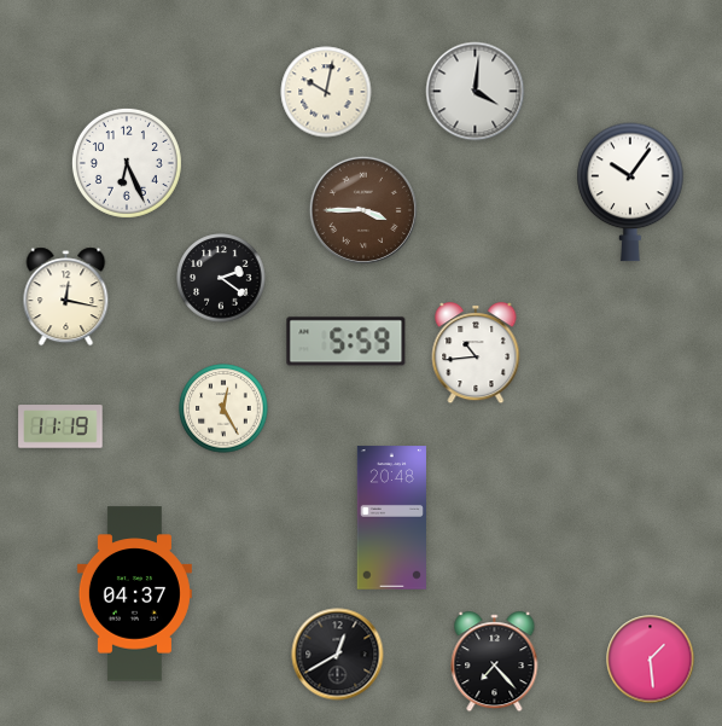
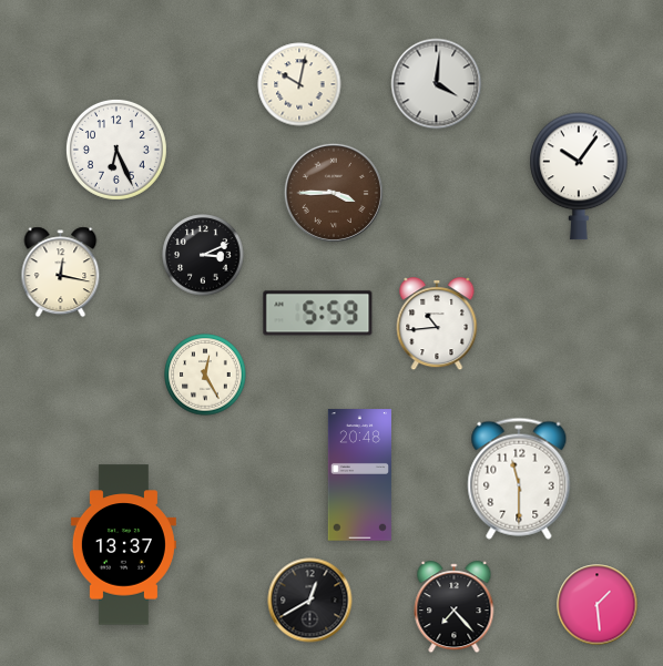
clock at (221, 278): 2:21 -> 3:11
clock at (60, 426): 11:19 -> none
clock at (519, 479): none -> 11:30
clock at (134, 594): 04:37 -> 13:37
